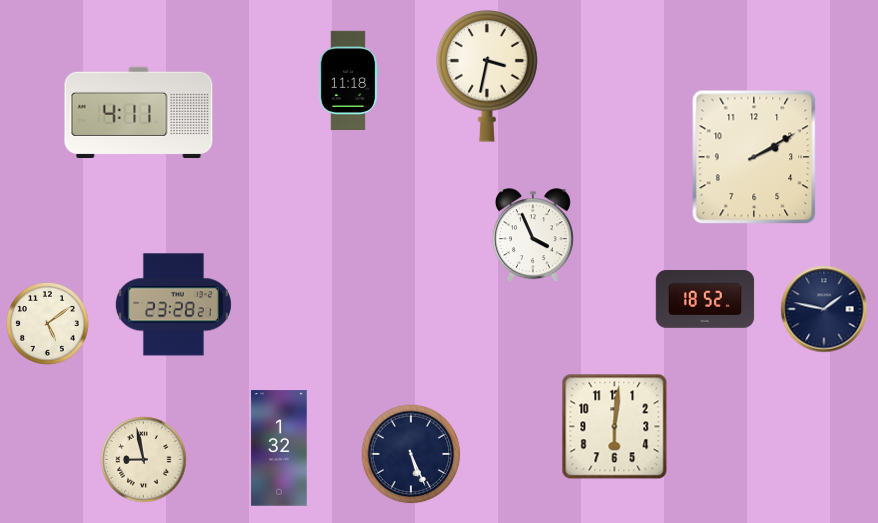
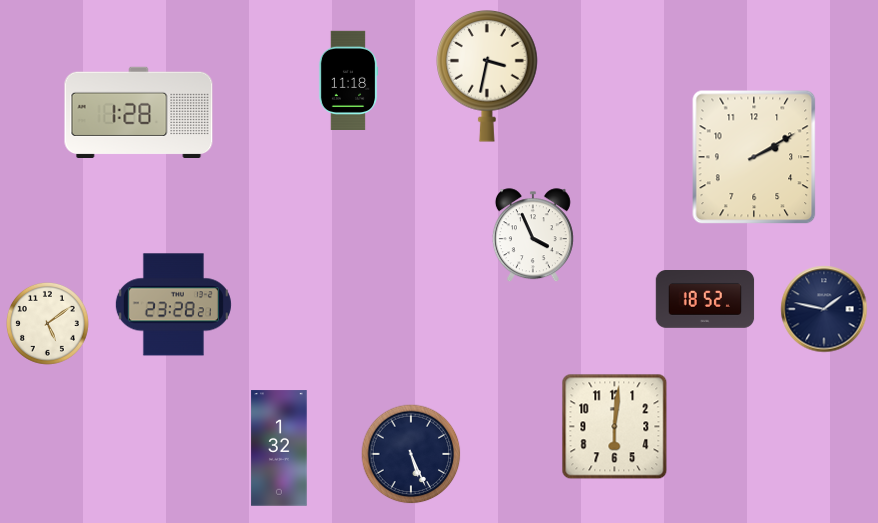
clock at (139, 113): 4:11 -> 1:28
clock at (144, 460): 8:58 -> none
